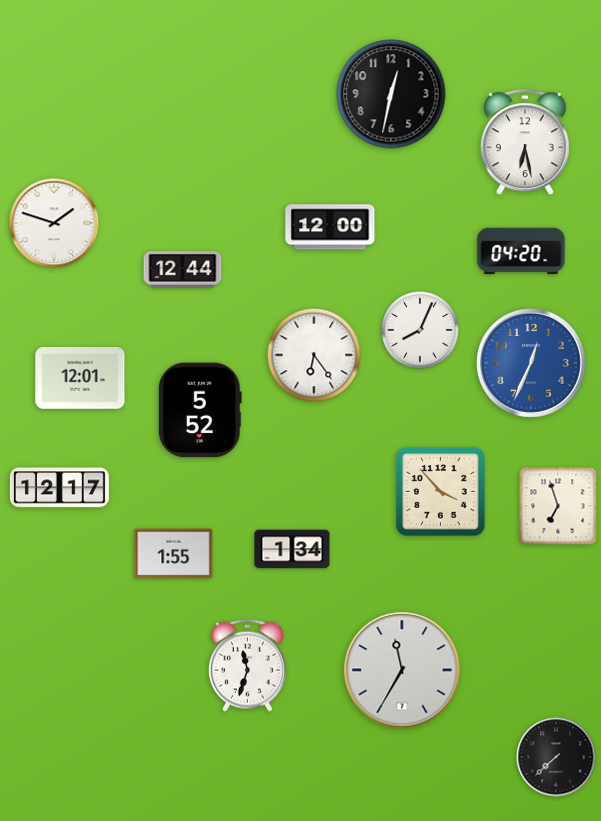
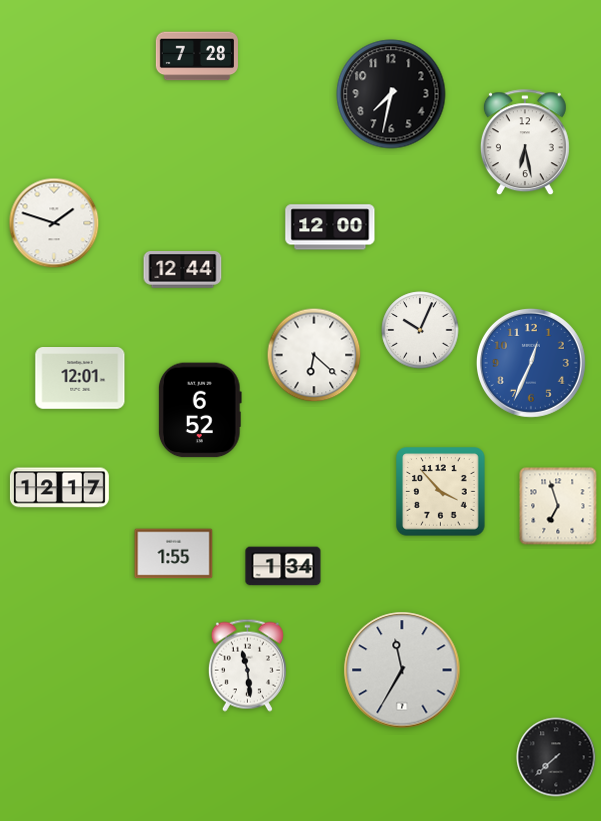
clock at (197, 56): none -> 7:28
clock at (391, 94): 12:32 -> 7:32
clock at (521, 251): 04:20 -> none
clock at (420, 330): 8:04 -> 10:04
clock at (314, 355): 6:24 -> 6:22
clock at (200, 410): 5:52 -> 6:52
clock at (292, 549) position: (292, 549) -> (283, 566)
clock at (247, 665): 11:33 -> 11:29
